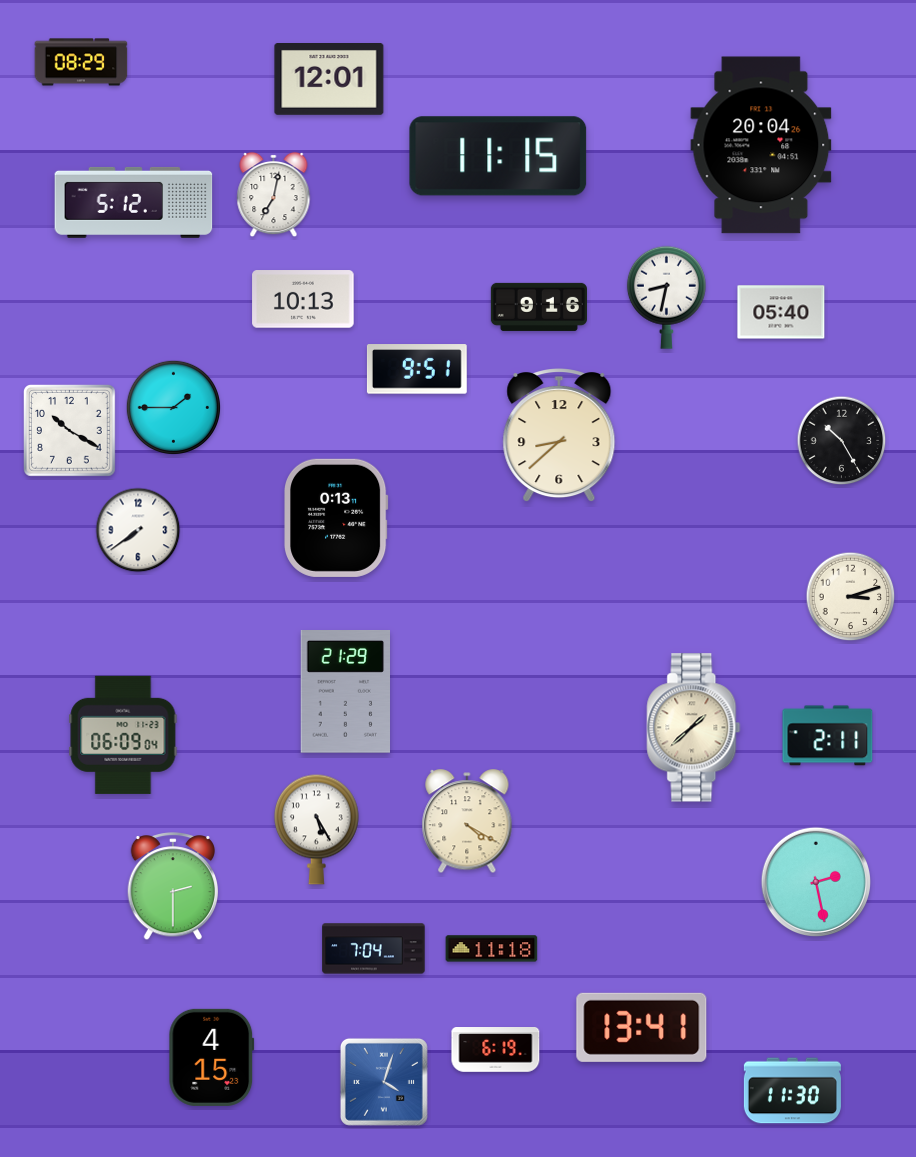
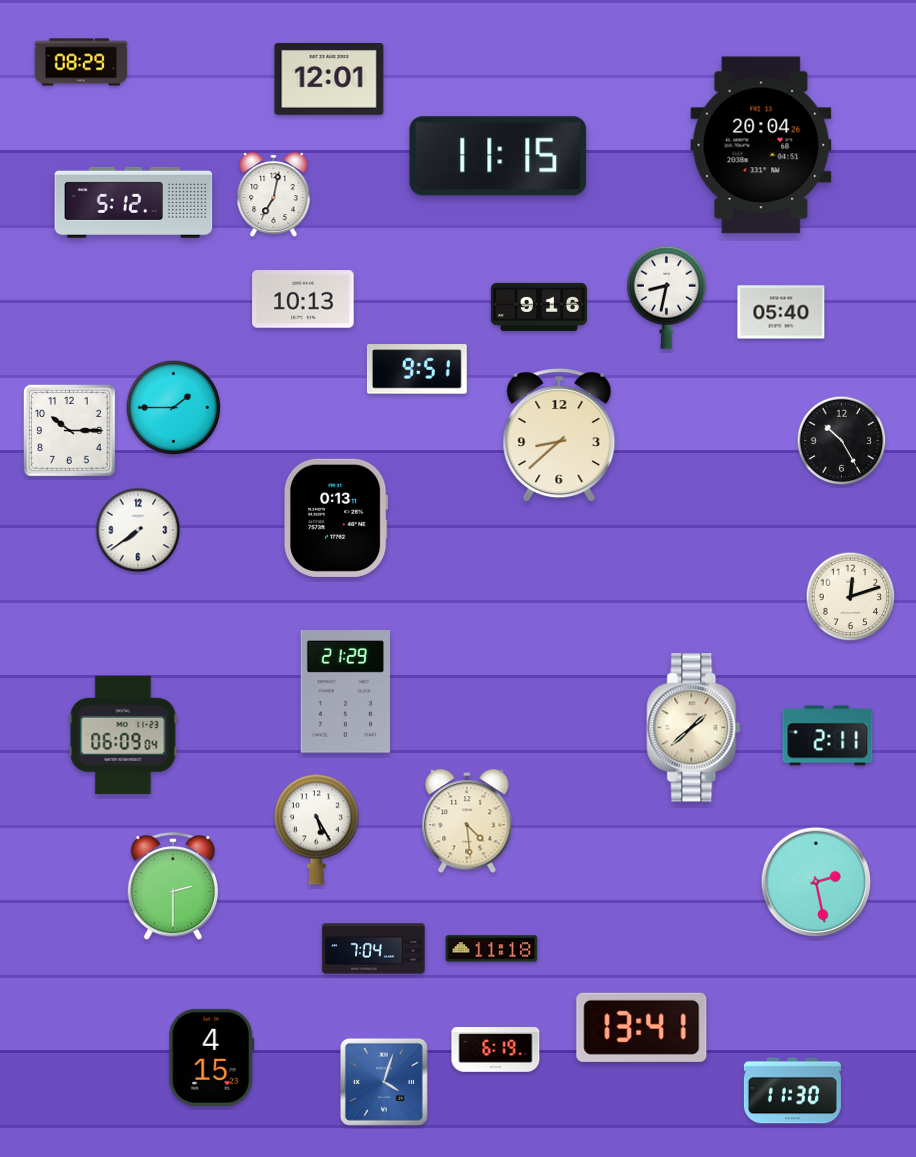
clock at (70, 431): 10:20 -> 10:15
clock at (851, 597): 3:12 -> 12:12
clock at (467, 822): 4:20 -> 4:29
